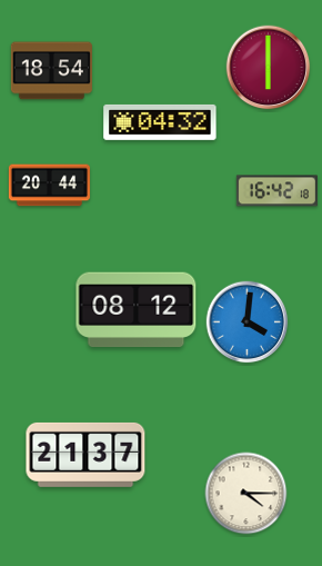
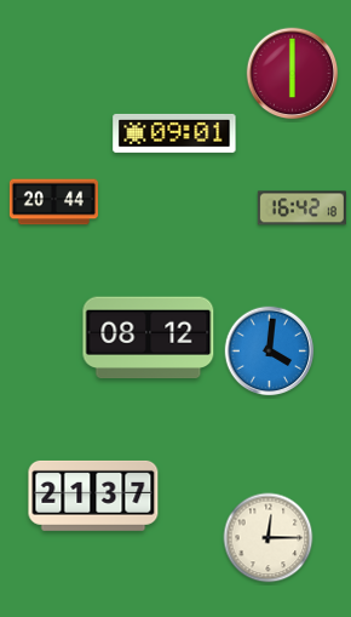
clock at (51, 71): 18:54 -> none
clock at (160, 122): 04:32 -> 09:01
clock at (246, 494): 4:15 -> 12:15
